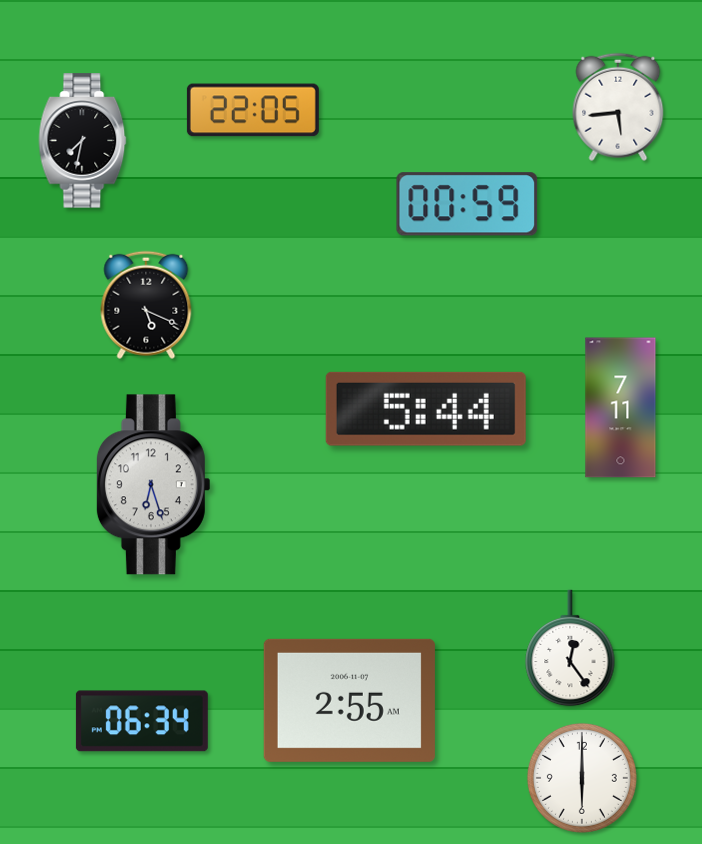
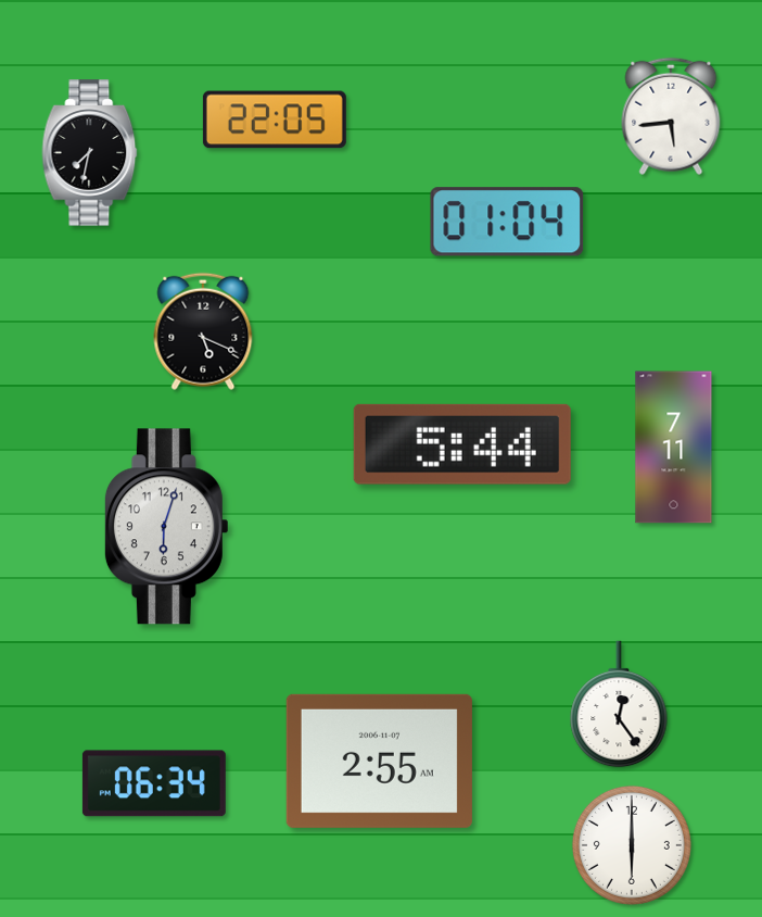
clock at (467, 204): 00:59 -> 01:04
clock at (146, 305) position: (146, 305) -> (203, 331)
clock at (621, 408) position: (621, 408) -> (674, 448)
clock at (153, 485): 6:27 -> 6:03
